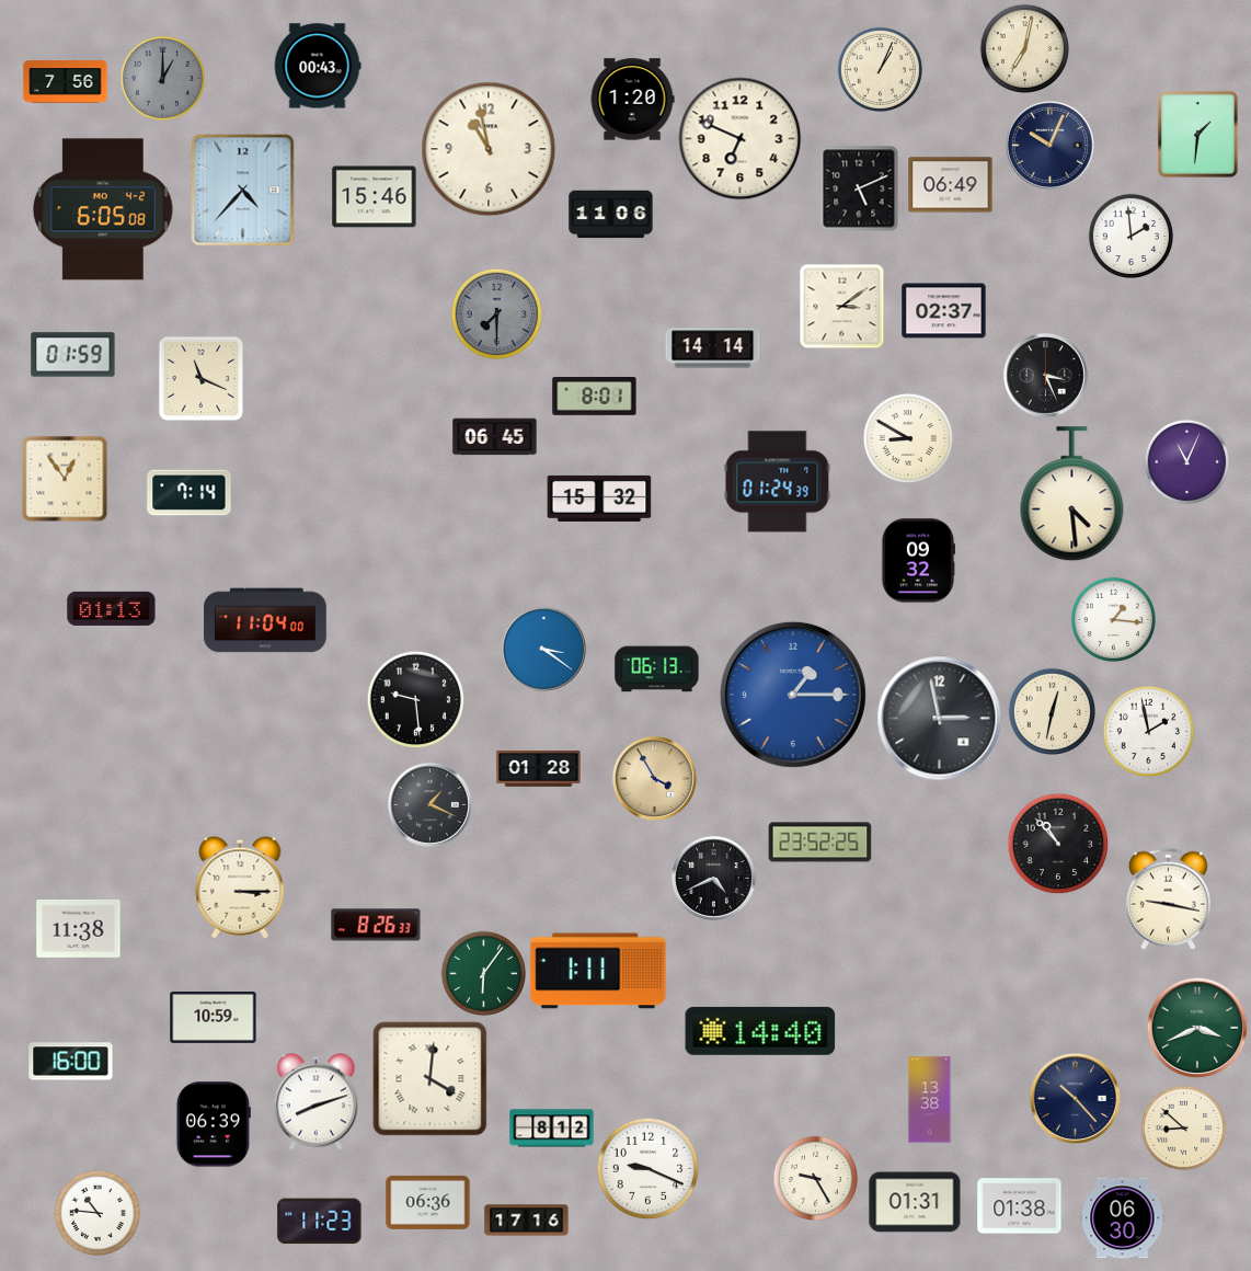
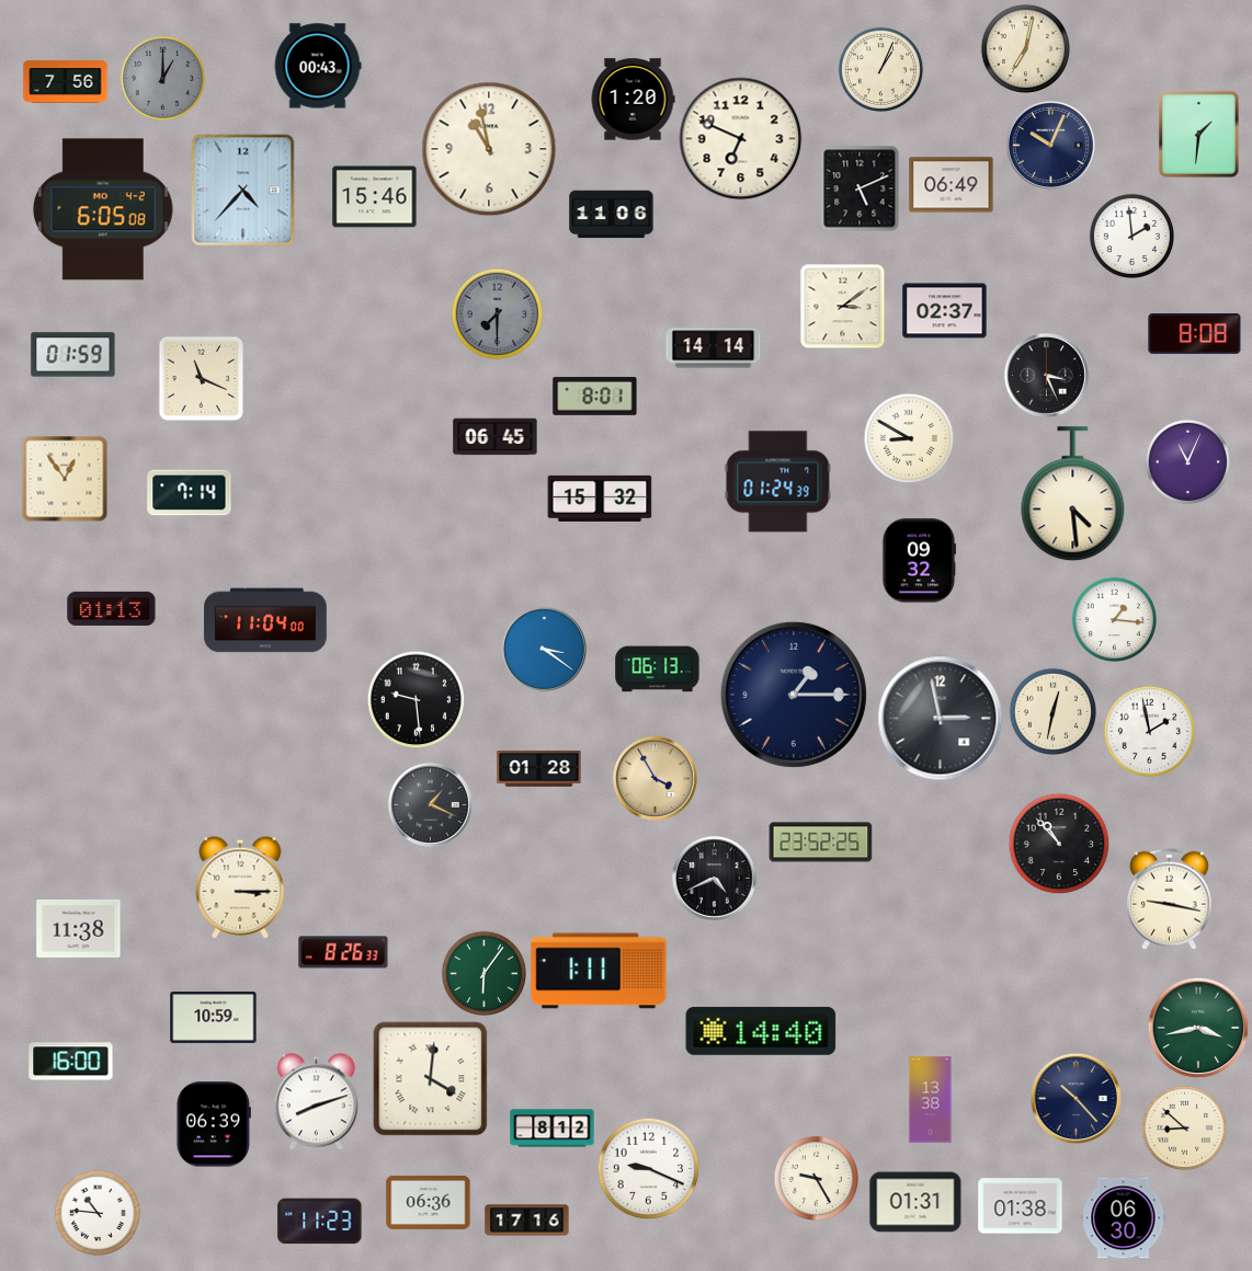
clock at (1195, 334): none -> 8:08
clock at (793, 695) dial: blue -> navy
clock at (376, 925) position: (376, 925) -> (343, 952)
clock at (1197, 1028): 3:41 -> 3:43
